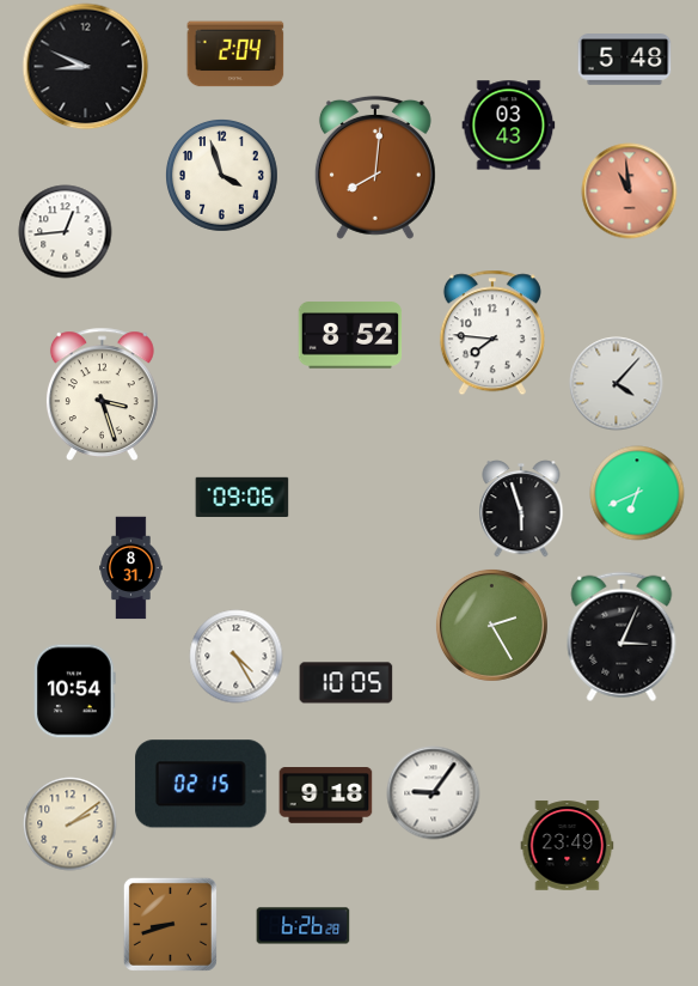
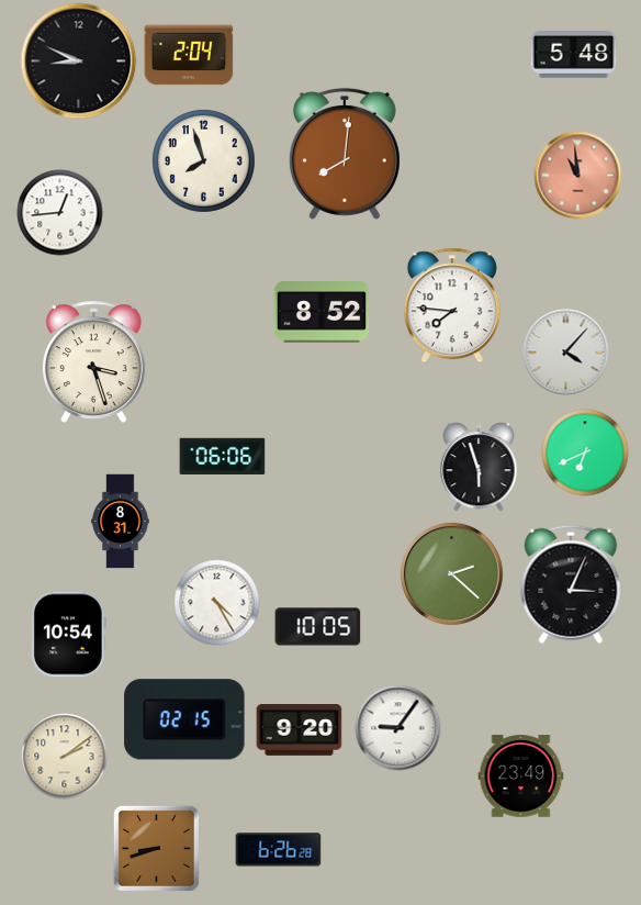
clock at (235, 54) position: (235, 54) -> (189, 55)
clock at (508, 126): 03:43 -> none
clock at (221, 175): 3:57 -> 7:57
clock at (350, 335) position: (350, 335) -> (322, 312)
clock at (241, 498): 09:06 -> 06:06
clock at (491, 625): 2:25 -> 2:22
clock at (325, 796): 9:18 -> 9:20
